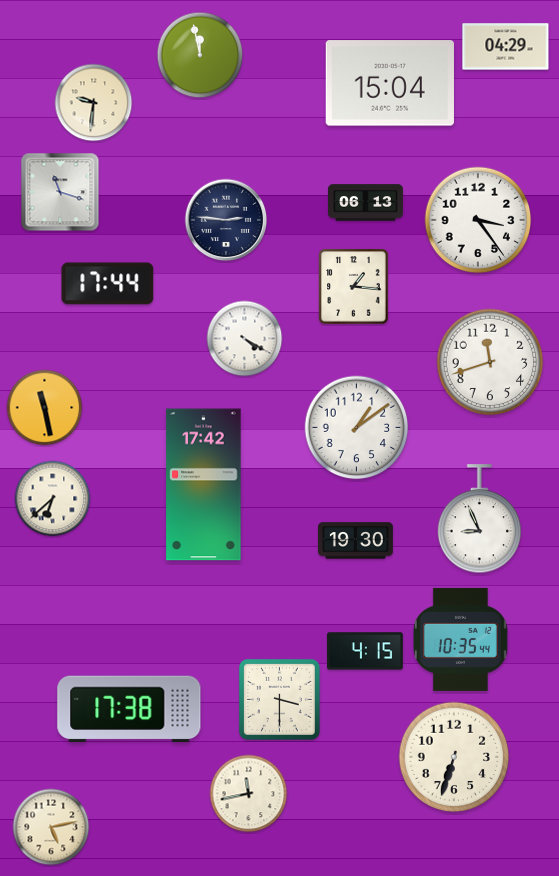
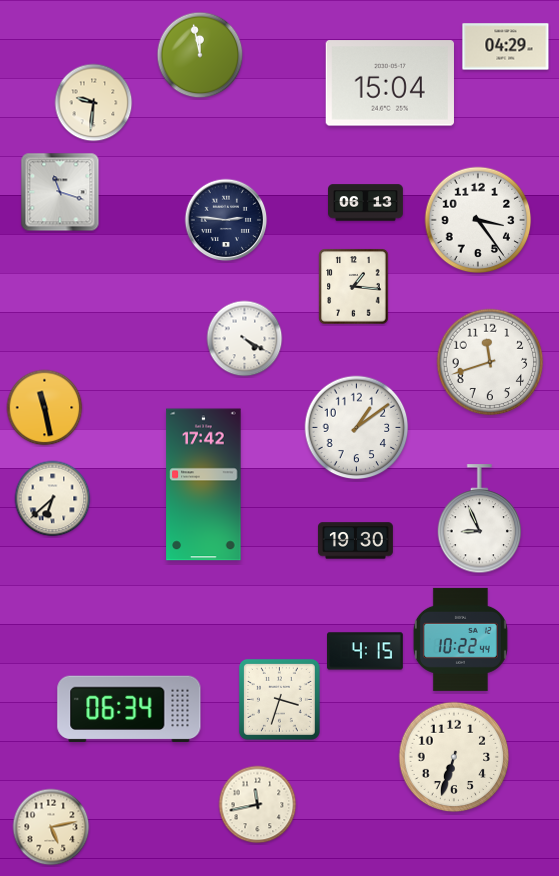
clock at (108, 284): 17:44 -> none
clock at (460, 639): 10:35 -> 10:22
clock at (279, 699): 3:30 -> 3:33
clock at (129, 709): 17:38 -> 06:34
clock at (249, 794) position: (249, 794) -> (258, 805)
